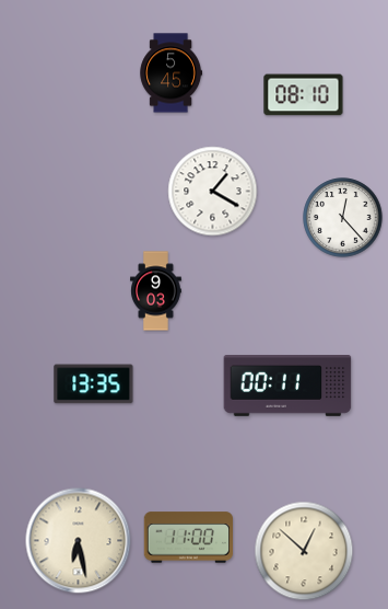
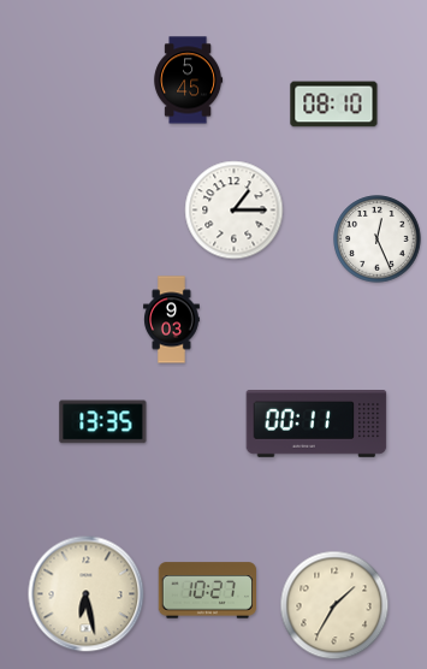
clock at (213, 192): 1:20 -> 1:15
clock at (343, 218): 12:23 -> 12:26
clock at (188, 538): 11:00 -> 10:27
clock at (304, 551): 12:52 -> 1:35
